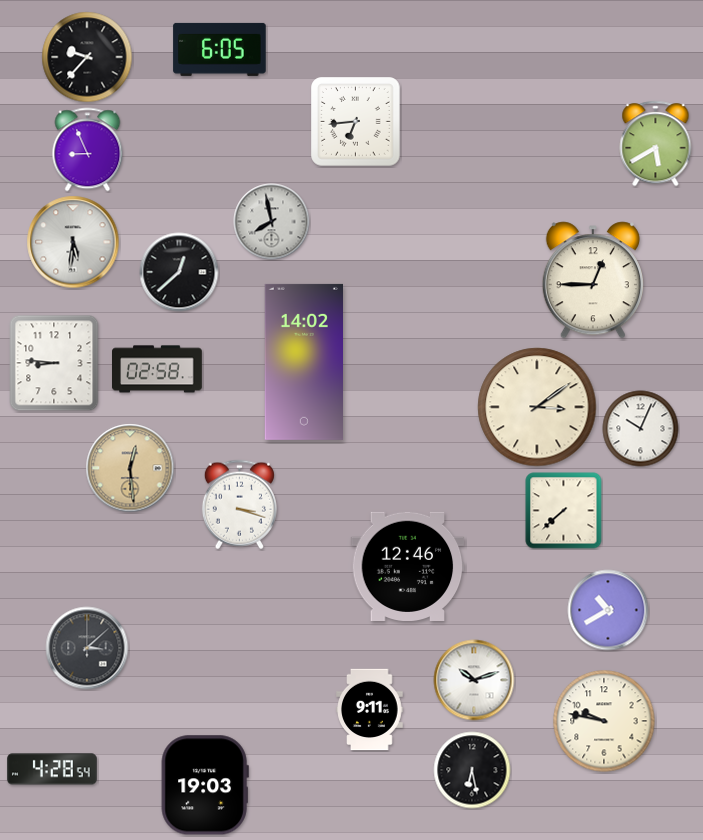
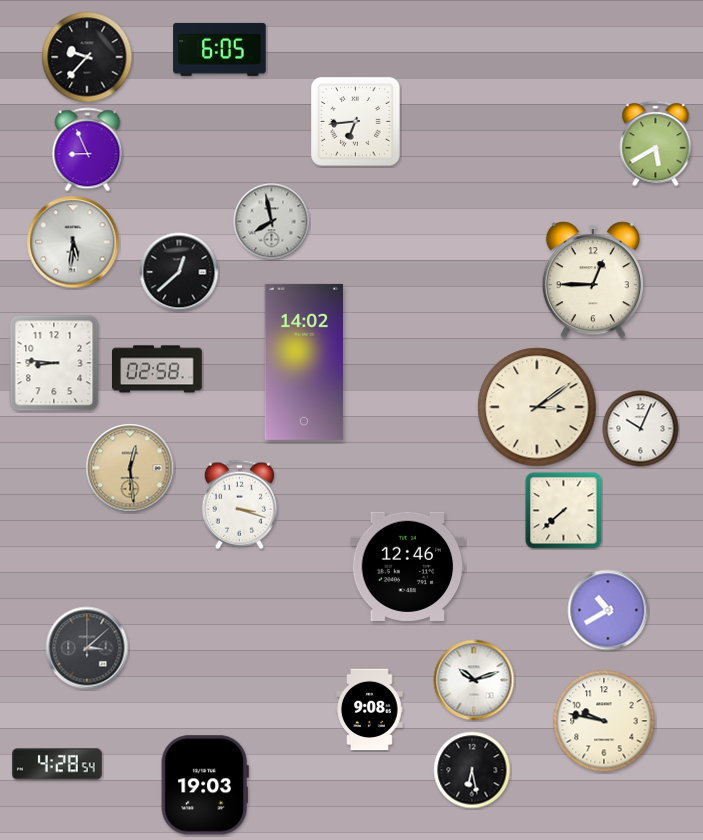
clock at (370, 710): 9:11 -> 9:08
clock at (53, 769) position: (53, 769) -> (58, 764)
